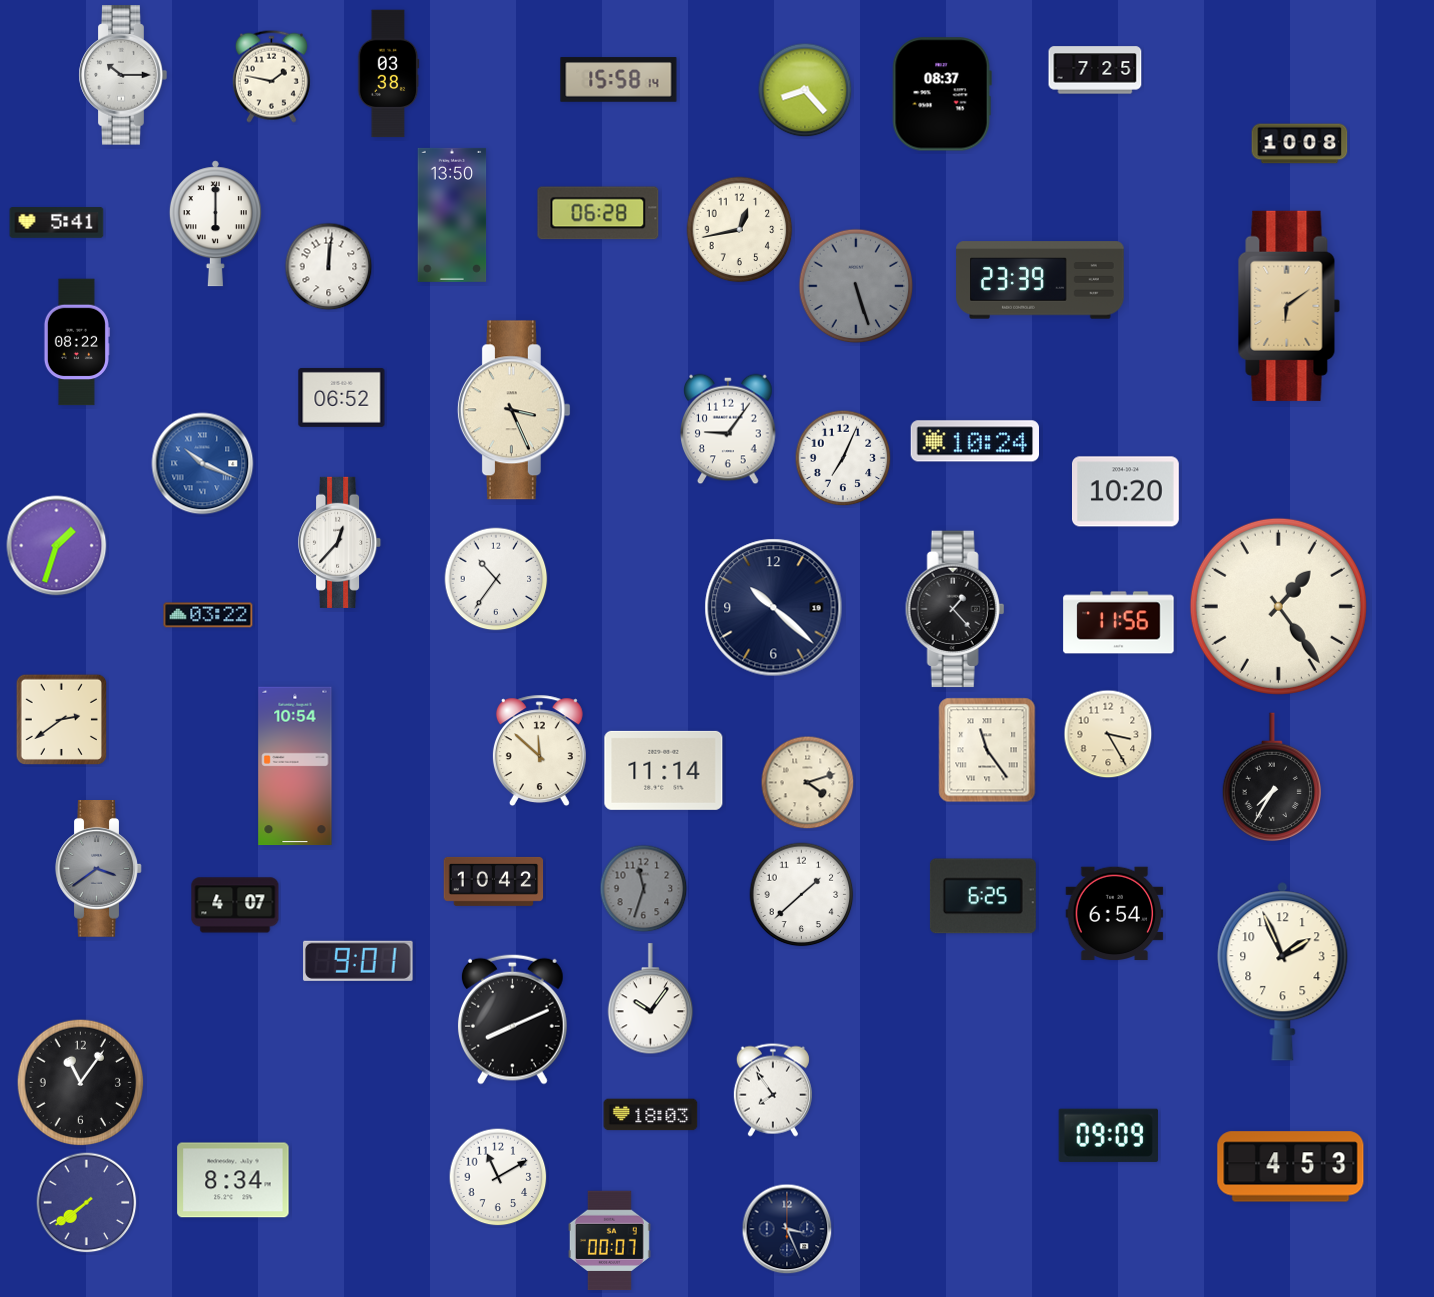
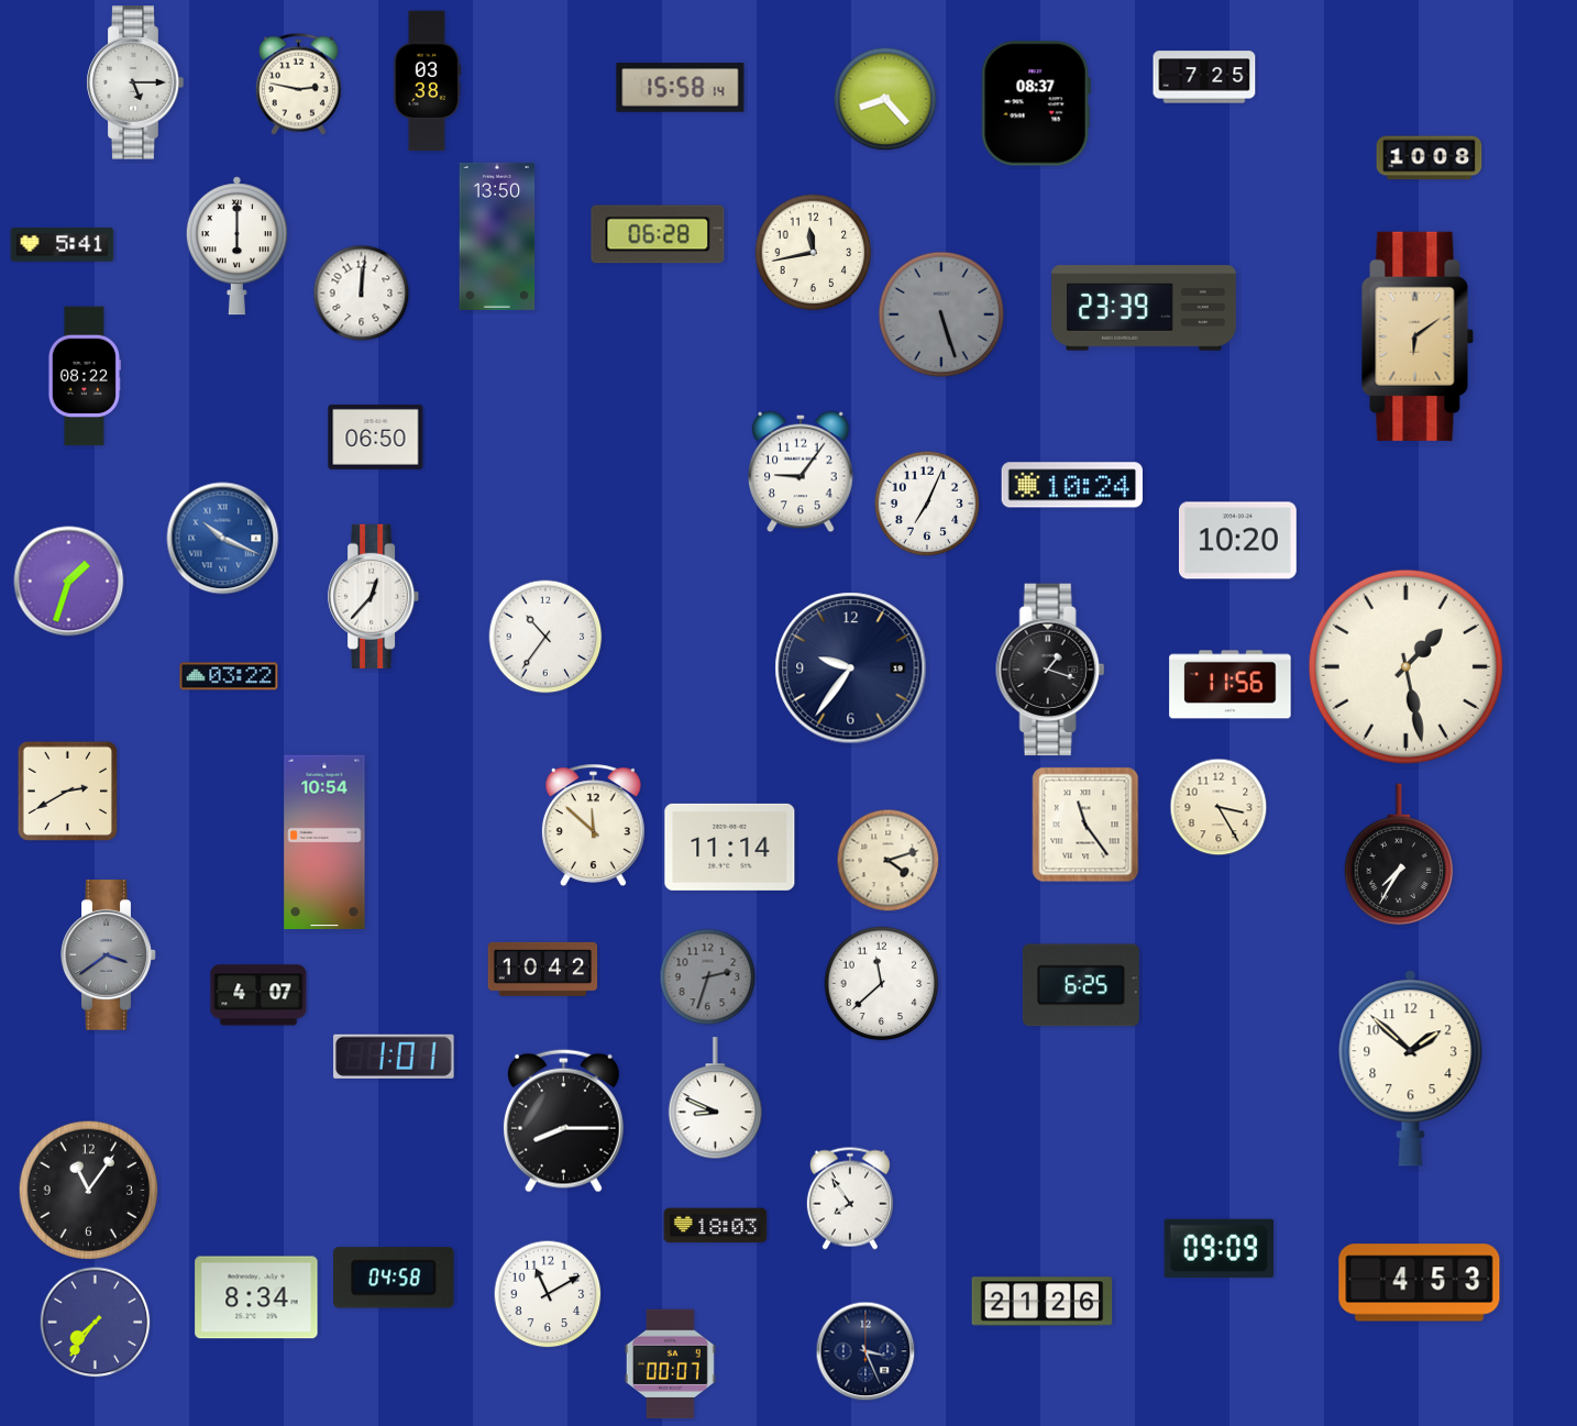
clock at (123, 75): 10:15 -> 5:15
clock at (271, 76): 1:47 -> 2:47
clock at (740, 230): 12:43 -> 11:43
clock at (342, 397): 06:52 -> 06:50
clock at (514, 410): 3:26 -> none
clock at (203, 464) position: (203, 464) -> (223, 539)
clock at (57, 546) position: (57, 546) -> (69, 582)
clock at (1278, 606): 1:24 -> 1:28
clock at (774, 608): 10:22 -> 9:36
clock at (955, 609): 1:23 -> 1:18
clock at (61, 719): 2:39 -> 2:40
clock at (644, 889): 11:33 -> 2:33
clock at (802, 895): 1:38 -> 11:38
clock at (1115, 914): 6:54 -> none
clock at (358, 961): 9:01 -> 1:01
clock at (1283, 972): 1:56 -> 1:52
clock at (651, 999): 10:06 -> 8:49
clock at (512, 1019): 8:11 -> 8:15
clock at (394, 1278): none -> 04:58
clock at (1043, 1302): none -> 21:26
clock at (87, 1203): 7:39 -> 7:36
